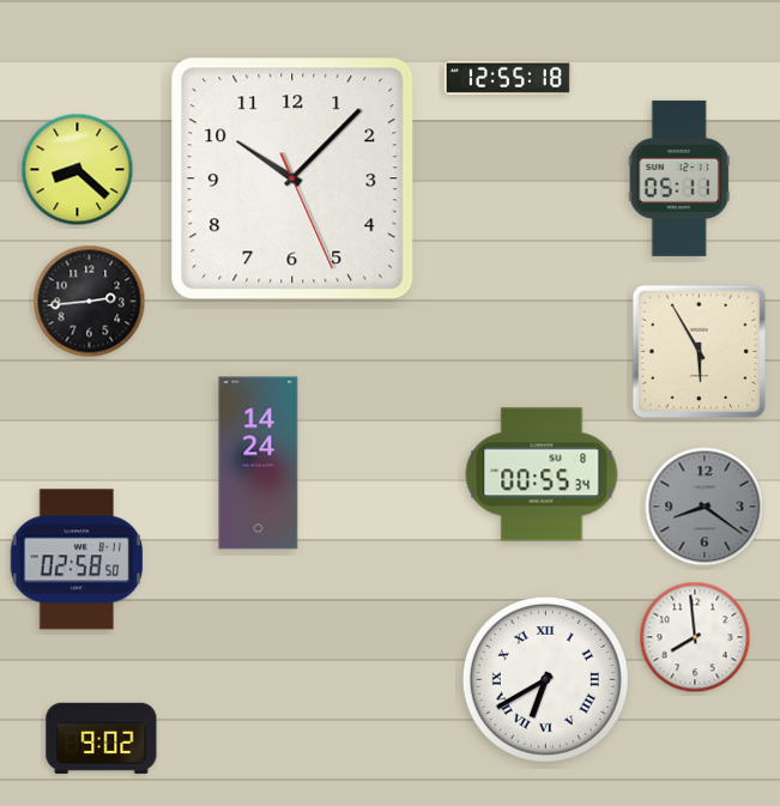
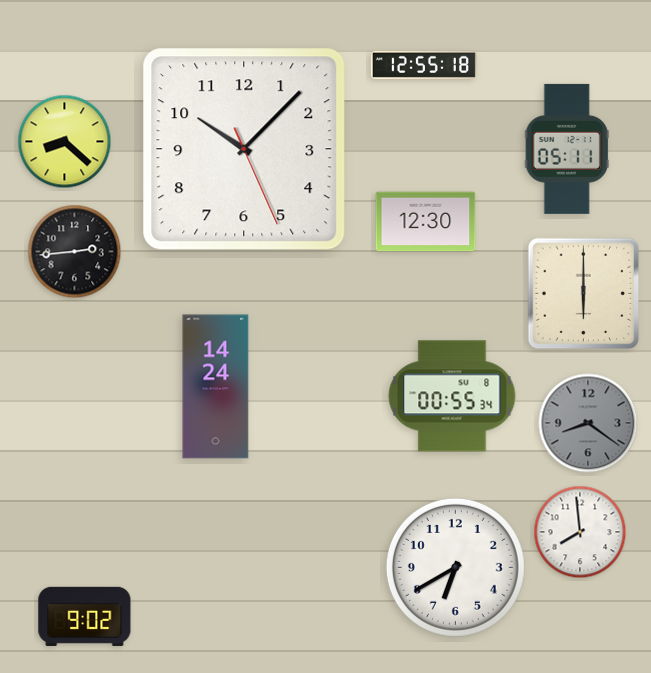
clock at (426, 222): none -> 12:30
clock at (700, 352): 5:55 -> 6:00
clock at (77, 559): 02:58 -> none
clock at (545, 679) numerals: Roman -> Arabic
